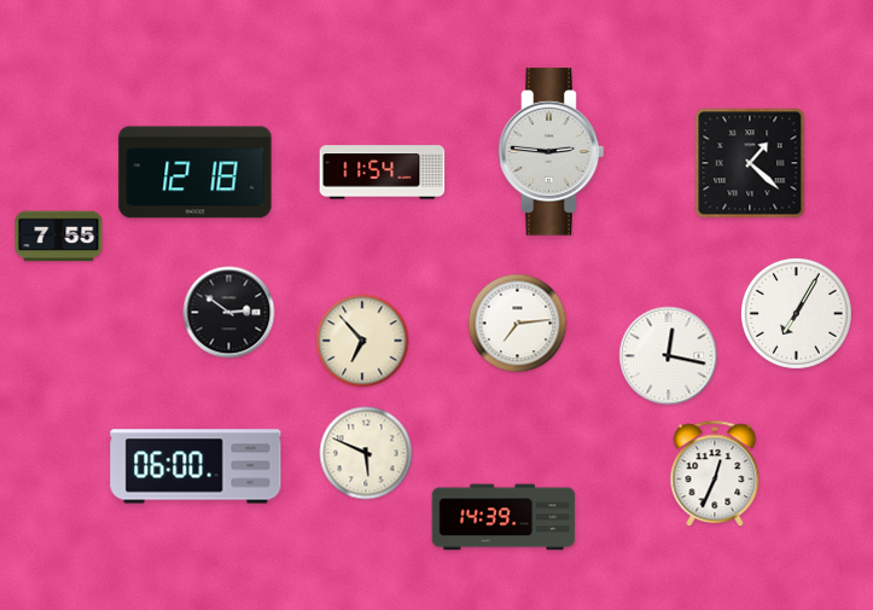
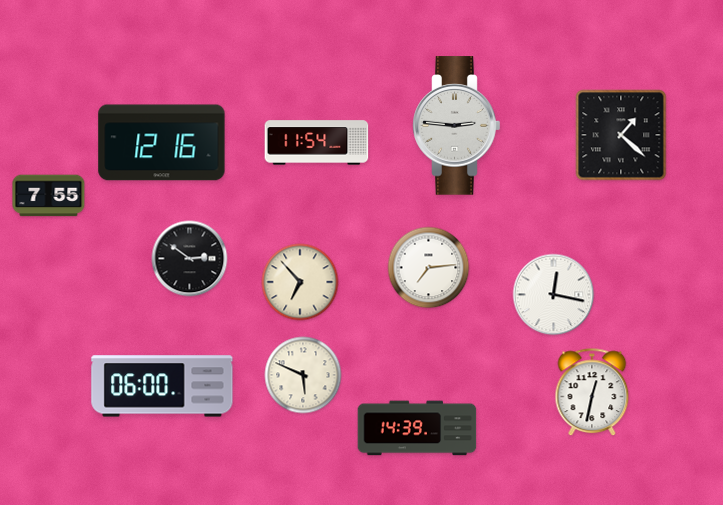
clock at (196, 173): 12:18 -> 12:16
clock at (796, 313): 7:05 -> none
clock at (715, 475): 12:34 -> 12:32
